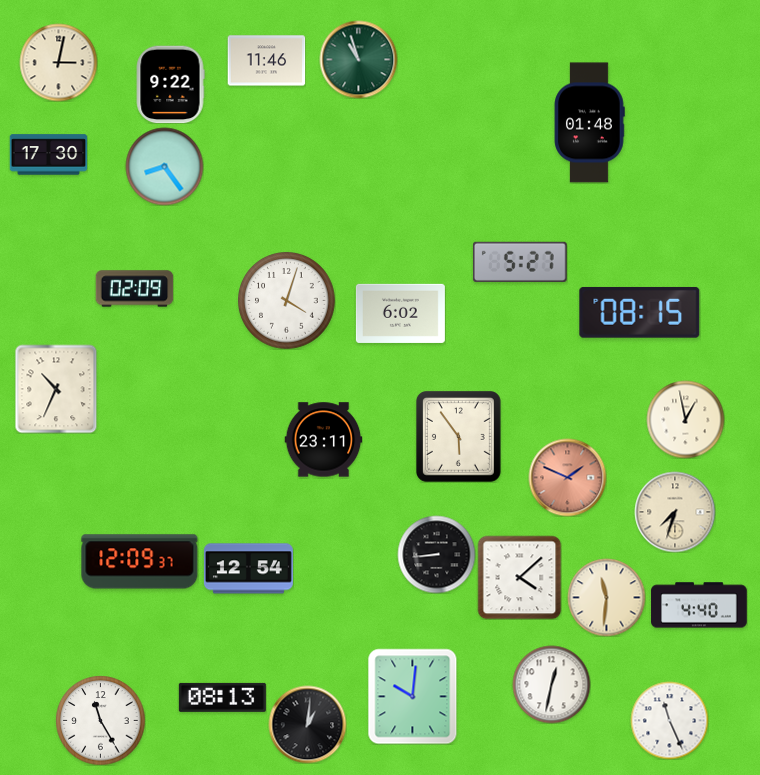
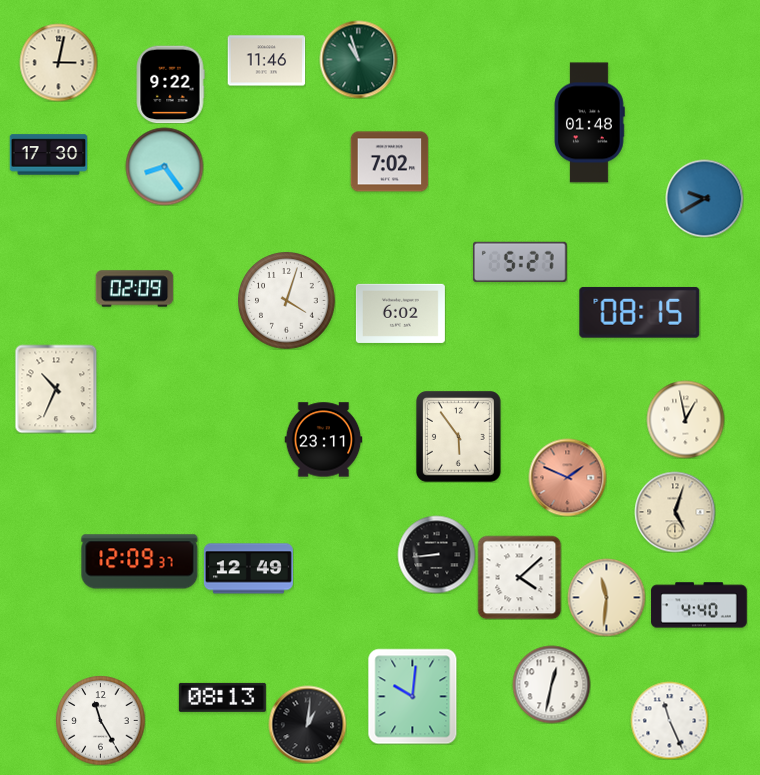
clock at (389, 162): none -> 7:02
clock at (704, 198): none -> 9:40
clock at (675, 512): 7:33 -> 5:03
clock at (248, 569): 12:54 -> 12:49
